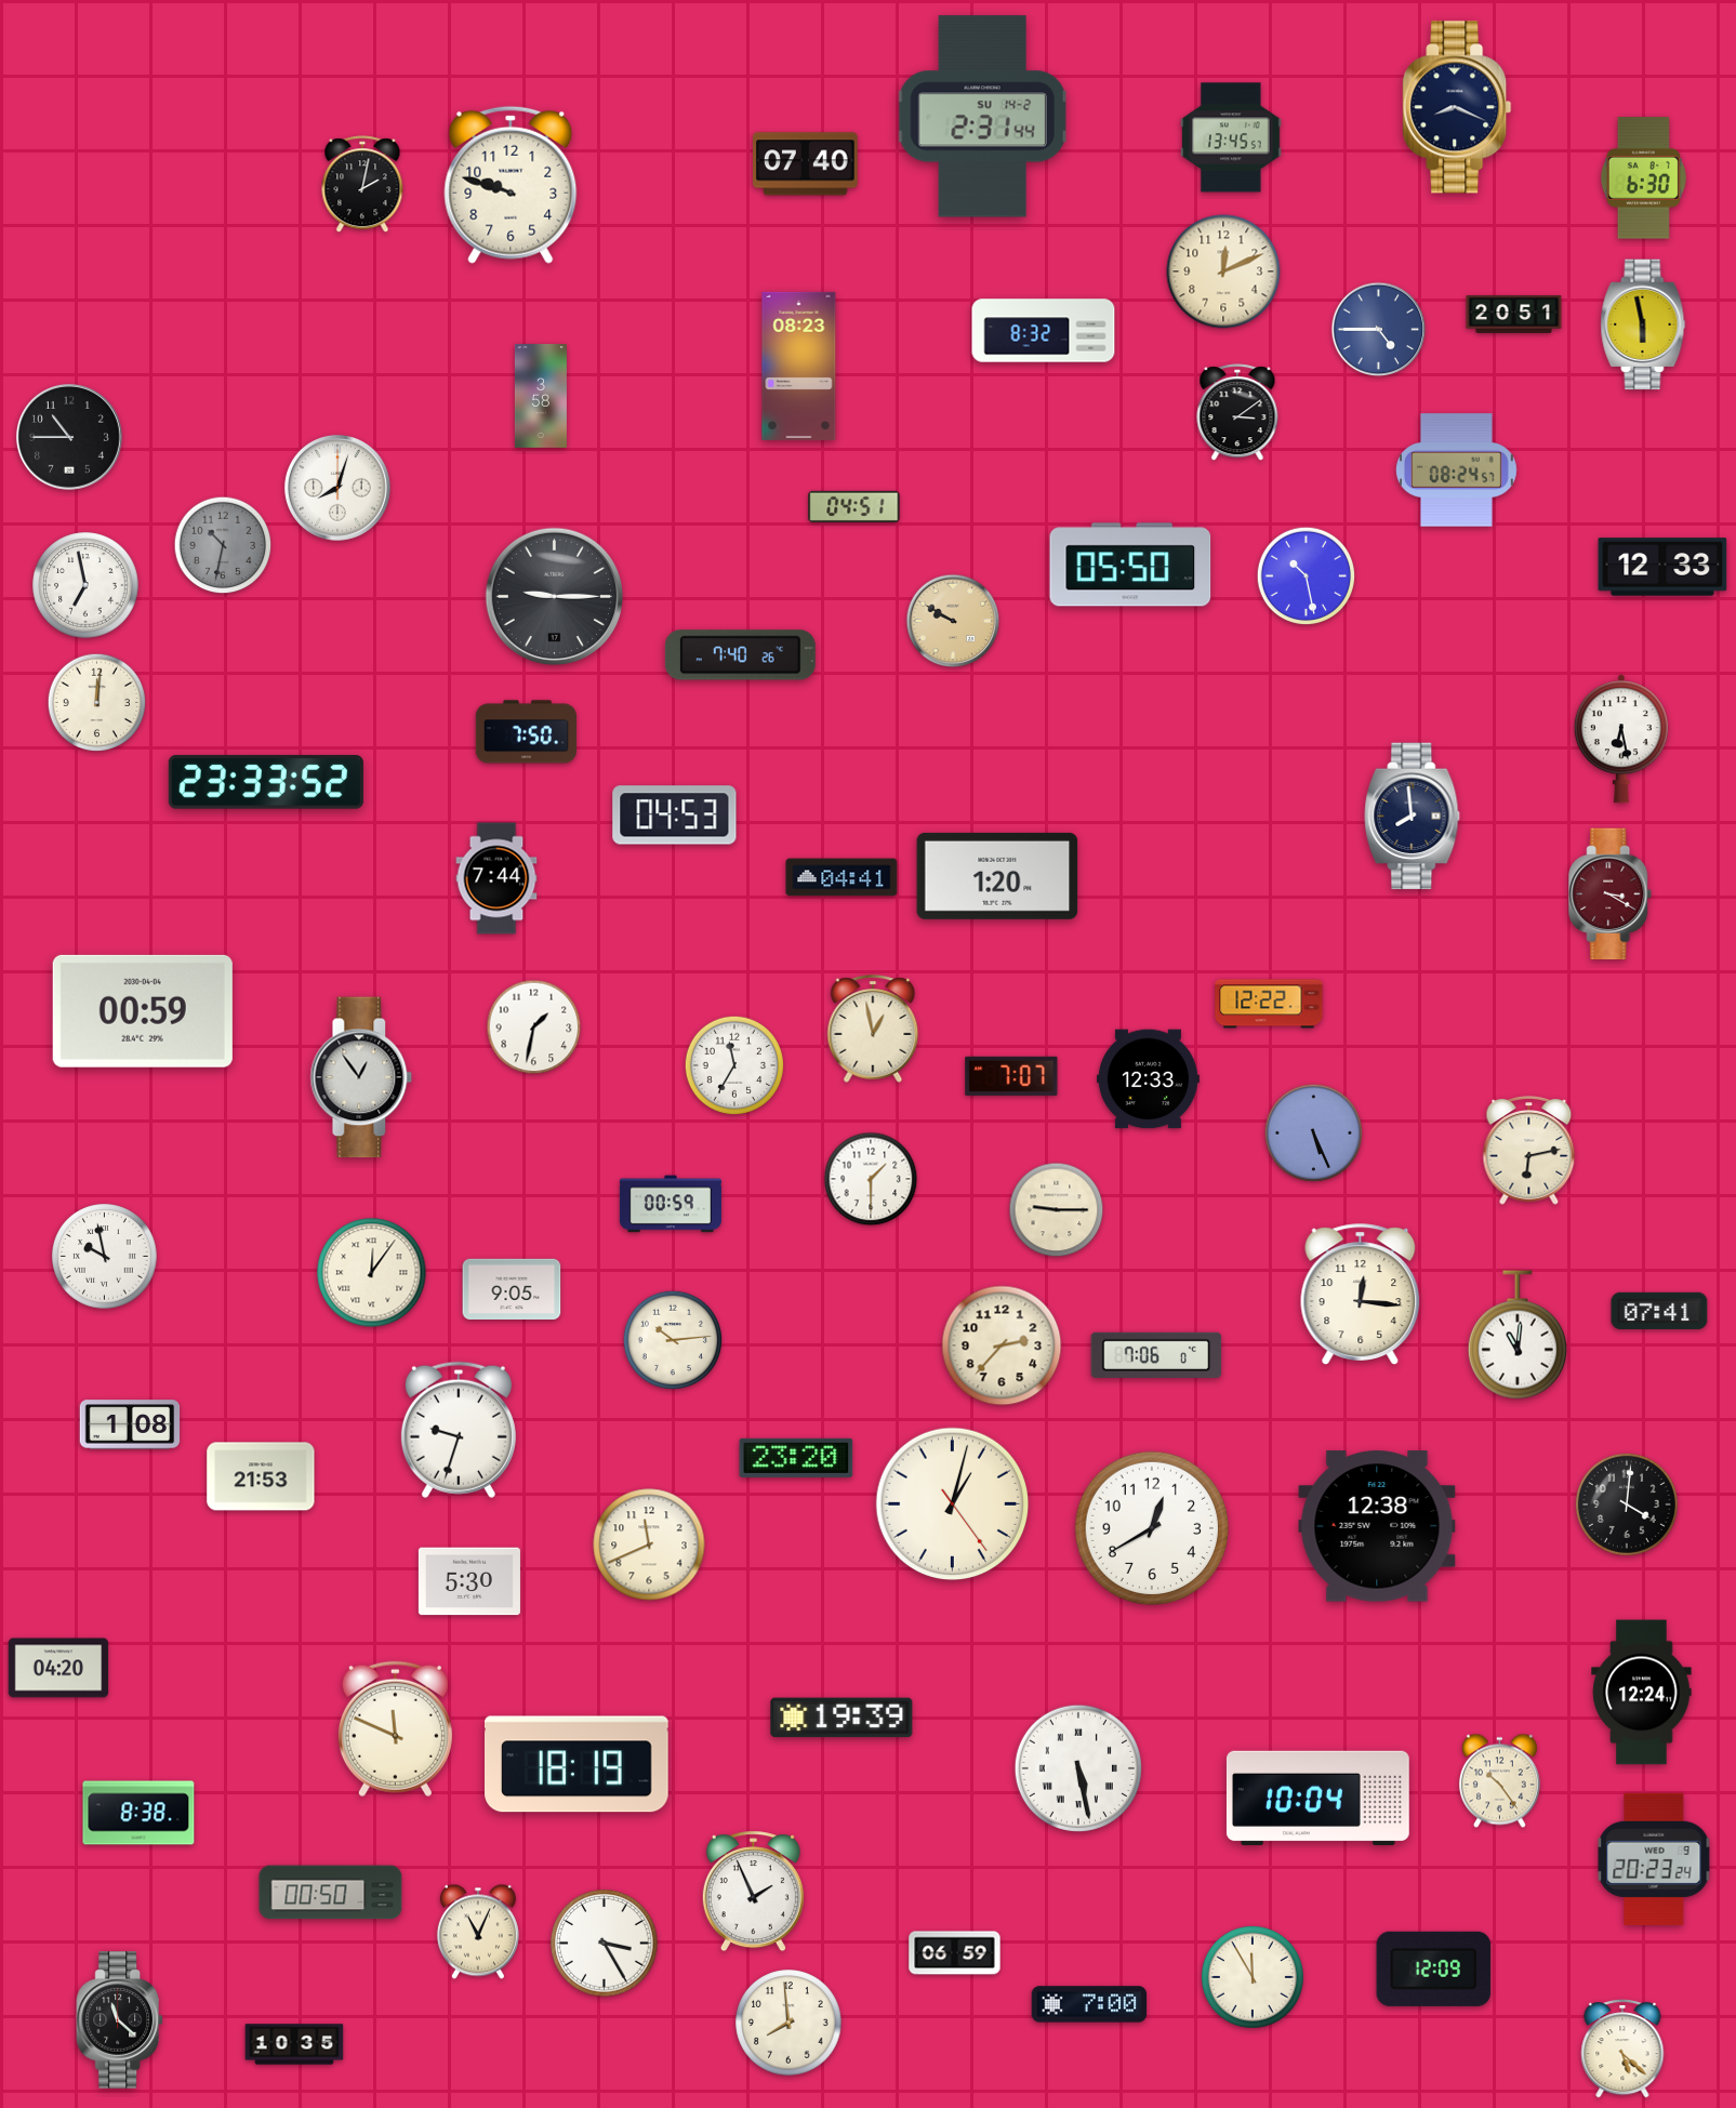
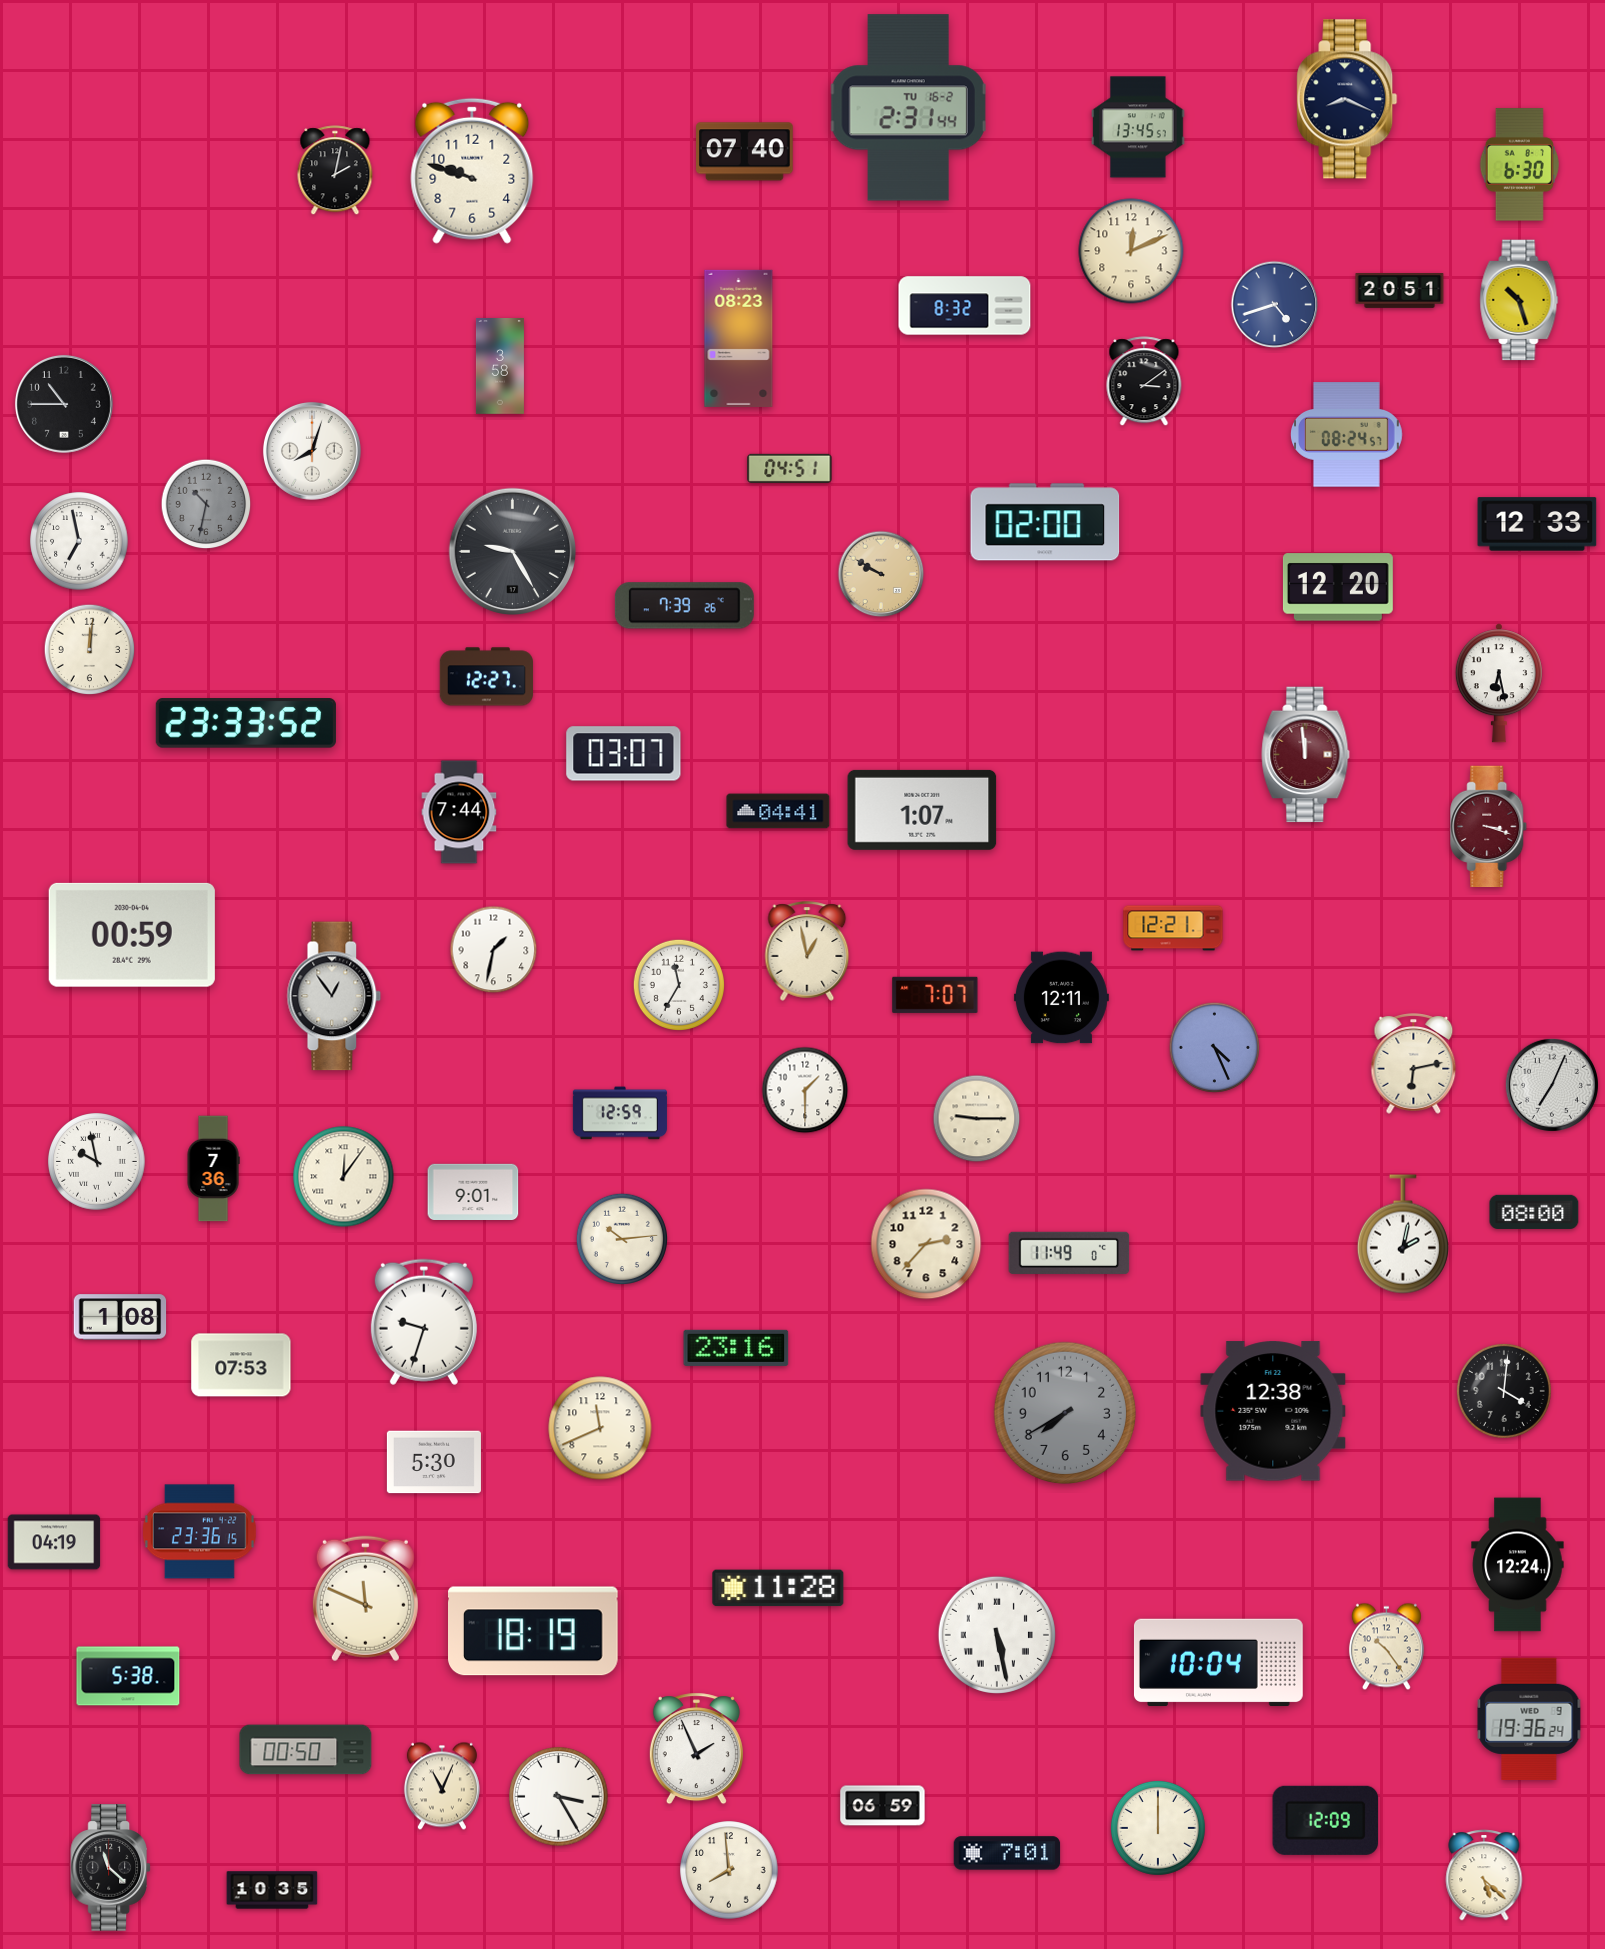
clock at (982, 117) date: SU 14-2 -> TU 16-2
clock at (1643, 324): 5:58 -> 10:27
clock at (1379, 330): 4:45 -> 4:42
clock at (1130, 565): 05:50 -> 02:00
clock at (1307, 576): 10:28 -> none
clock at (554, 596): 9:15 -> 9:25
clock at (1338, 587): none -> 12:20
clock at (740, 655): 7:40 -> 7:39
clock at (526, 732): 7:50 -> 12:27
clock at (675, 816): 04:53 -> 03:07
clock at (1413, 817): 7:59 -> 11:59
clock at (1413, 817) dial: navy -> burgundy
clock at (997, 876): 1:20 -> 1:07
clock at (1611, 894): 3:20 -> 3:18
clock at (1269, 1004): 12:22 -> 12:21
clock at (1148, 1079): 12:33 -> 12:11
clock at (1314, 1133): 5:26 -> 4:26
clock at (1552, 1085): none -> 7:04
clock at (671, 1204): 00:59 -> 12:59
clock at (213, 1169): none -> 7:36
clock at (512, 1288): 9:05 -> 9:01
clock at (1361, 1295): 12:16 -> none
clock at (1659, 1311): 07:41 -> 08:00
clock at (1518, 1335): 11:01 -> 2:02
clock at (1156, 1355): 7:06 -> 11:49
clock at (796, 1458): 23:20 -> 23:16
clock at (261, 1476): 21:53 -> 07:53
clock at (953, 1504): 1:02 -> none
clock at (1151, 1527): 12:40 -> 7:40
clock at (1151, 1527) dial: white -> grey
clock at (199, 1532): none -> 23:36
clock at (58, 1668): 04:20 -> 04:19
clock at (842, 1718): 19:39 -> 11:28
clock at (138, 1813): 8:38 -> 5:38
clock at (1654, 1859): 20:23 -> 19:36
clock at (1253, 1977): 11:55 -> 12:00
clock at (1089, 2004): 7:00 -> 7:01
clock at (1622, 2050) position: (1622, 2050) -> (1484, 1876)
